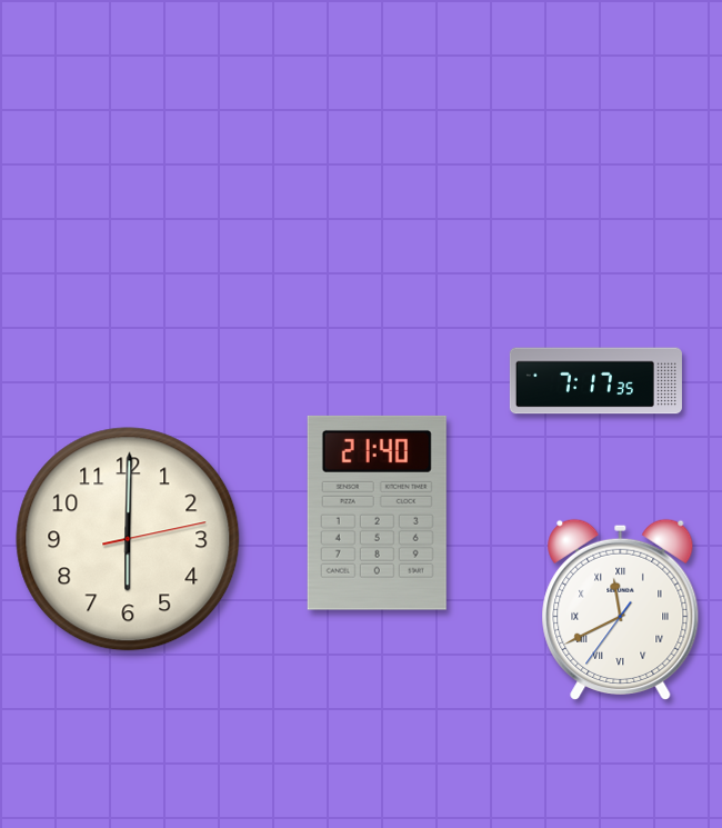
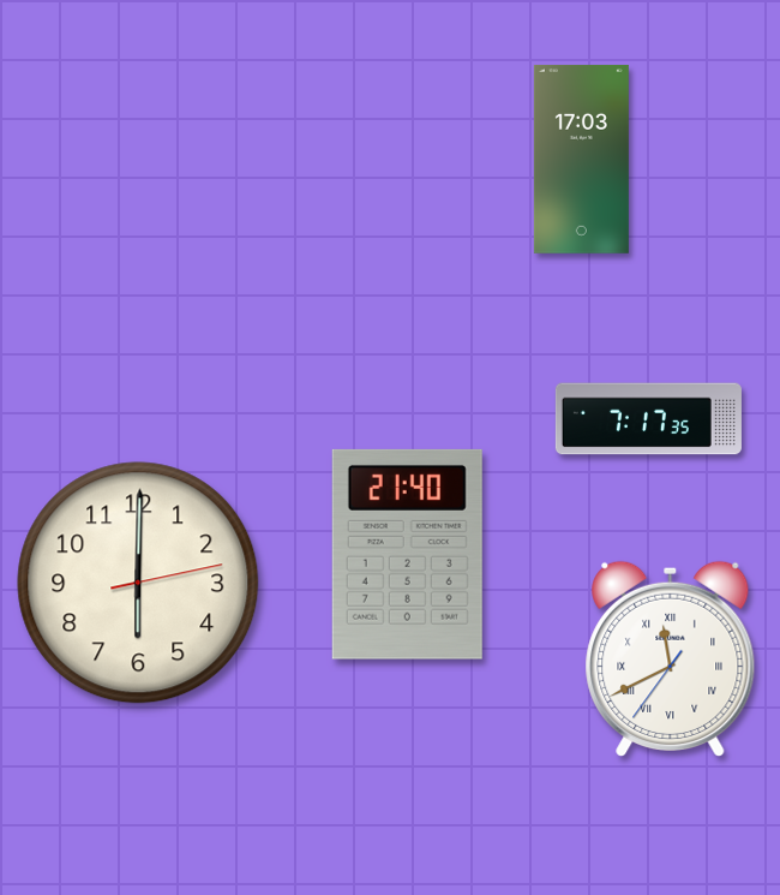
clock at (581, 159): none -> 17:03
clock at (595, 381) position: (595, 381) -> (648, 419)
